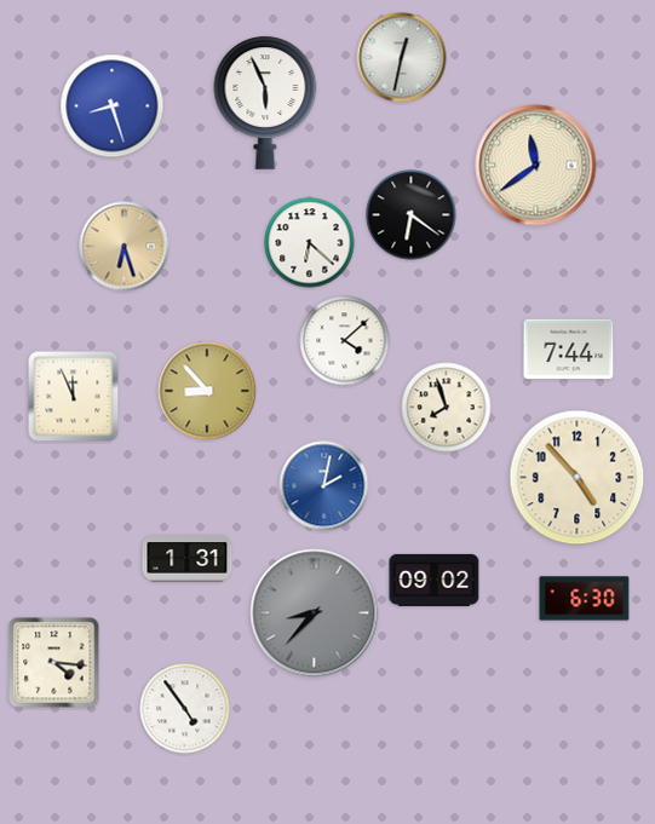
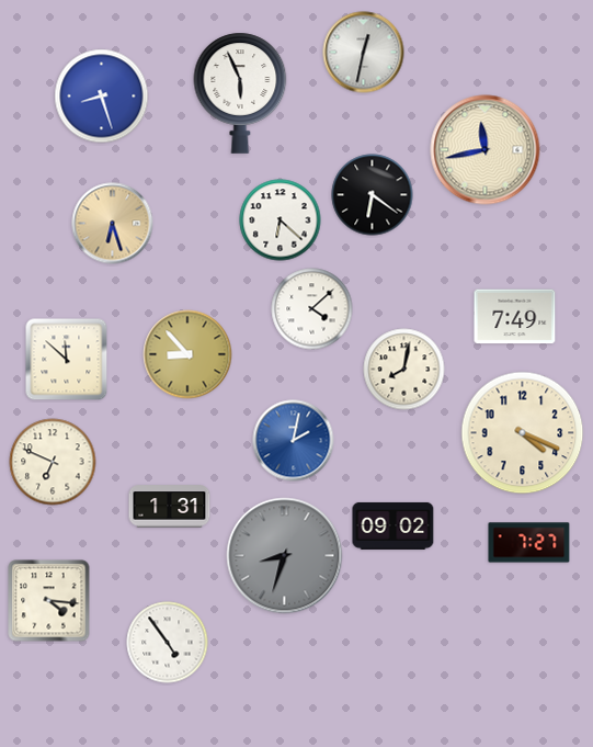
clock at (536, 166): 11:39 -> 11:43
clock at (569, 350): 7:44 -> 7:49
clock at (74, 397): 11:56 -> 11:52
clock at (447, 408): 7:57 -> 8:02
clock at (578, 478): 4:53 -> 4:19
clock at (53, 462): none -> 6:49
clock at (585, 599): 6:30 -> 7:27
clock at (315, 613): 8:37 -> 8:33
